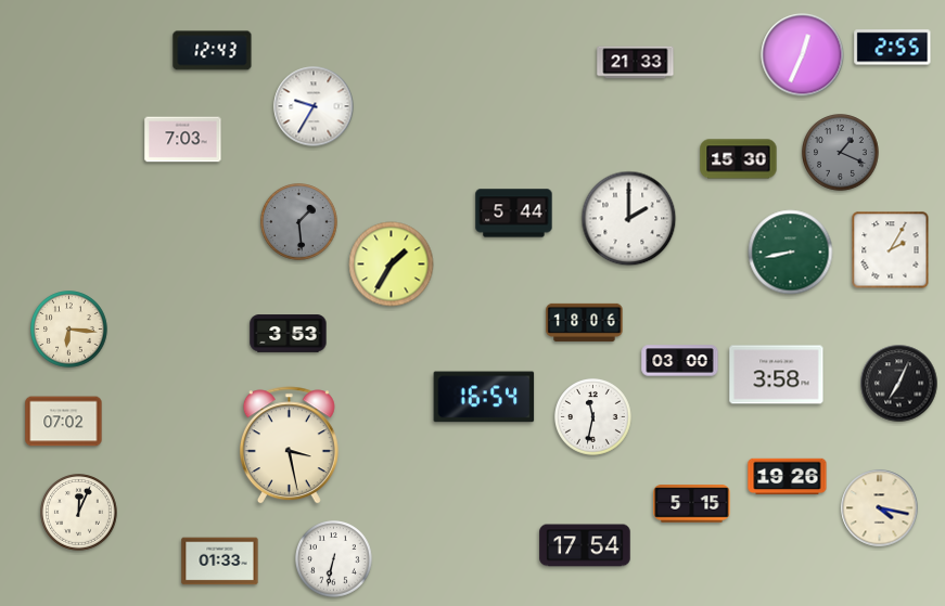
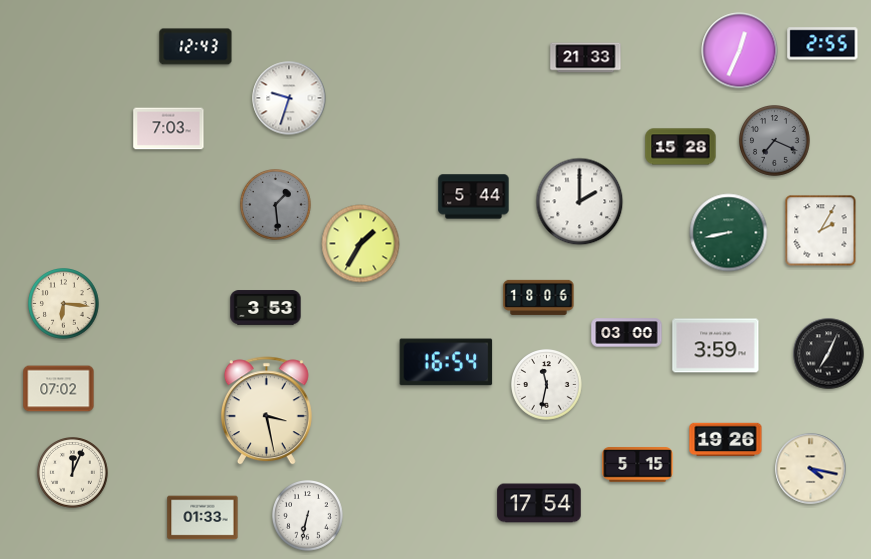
clock at (314, 106): 9:35 -> 9:33
clock at (841, 153): 1:19 -> 7:19
clock at (739, 159): 15:30 -> 15:28
clock at (777, 375): 3:58 -> 3:59
clock at (484, 397) position: (484, 397) -> (446, 362)
